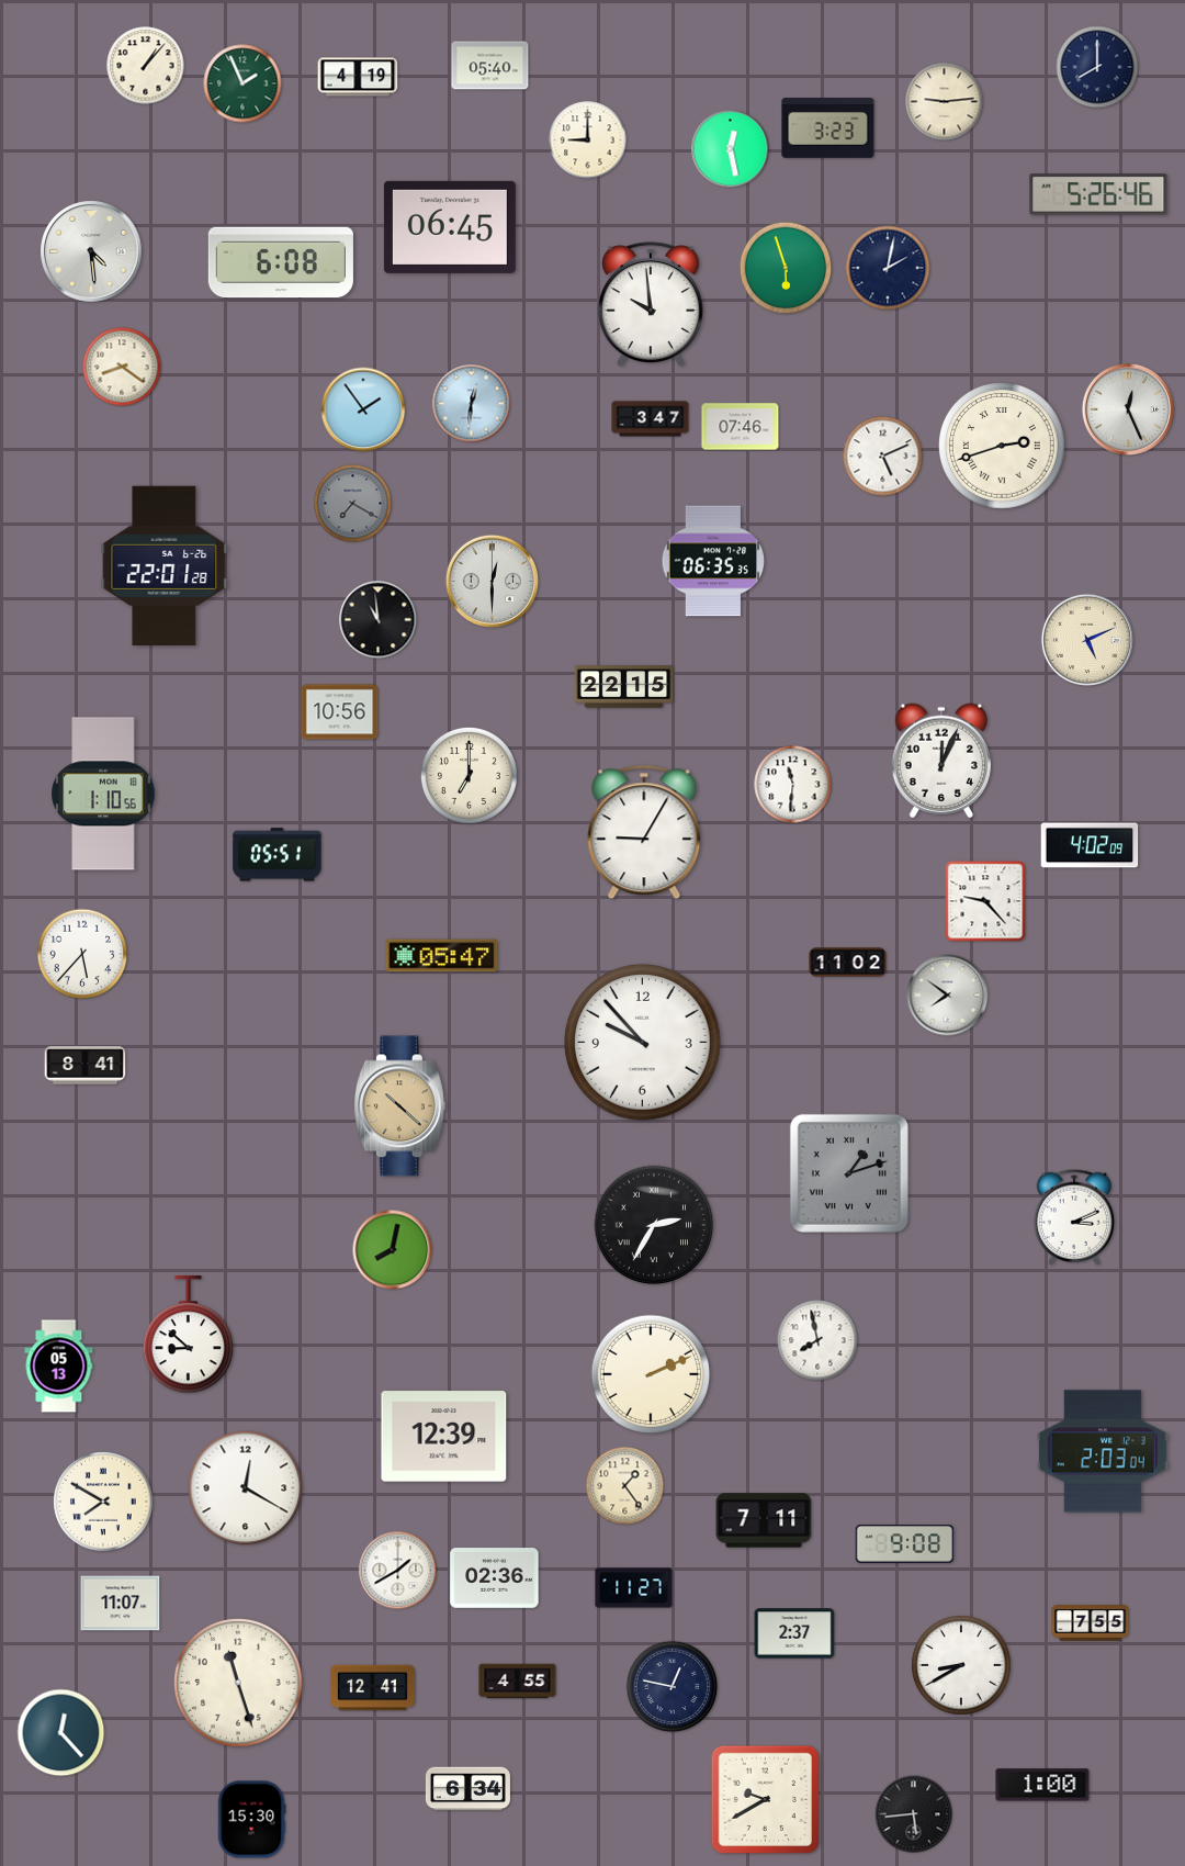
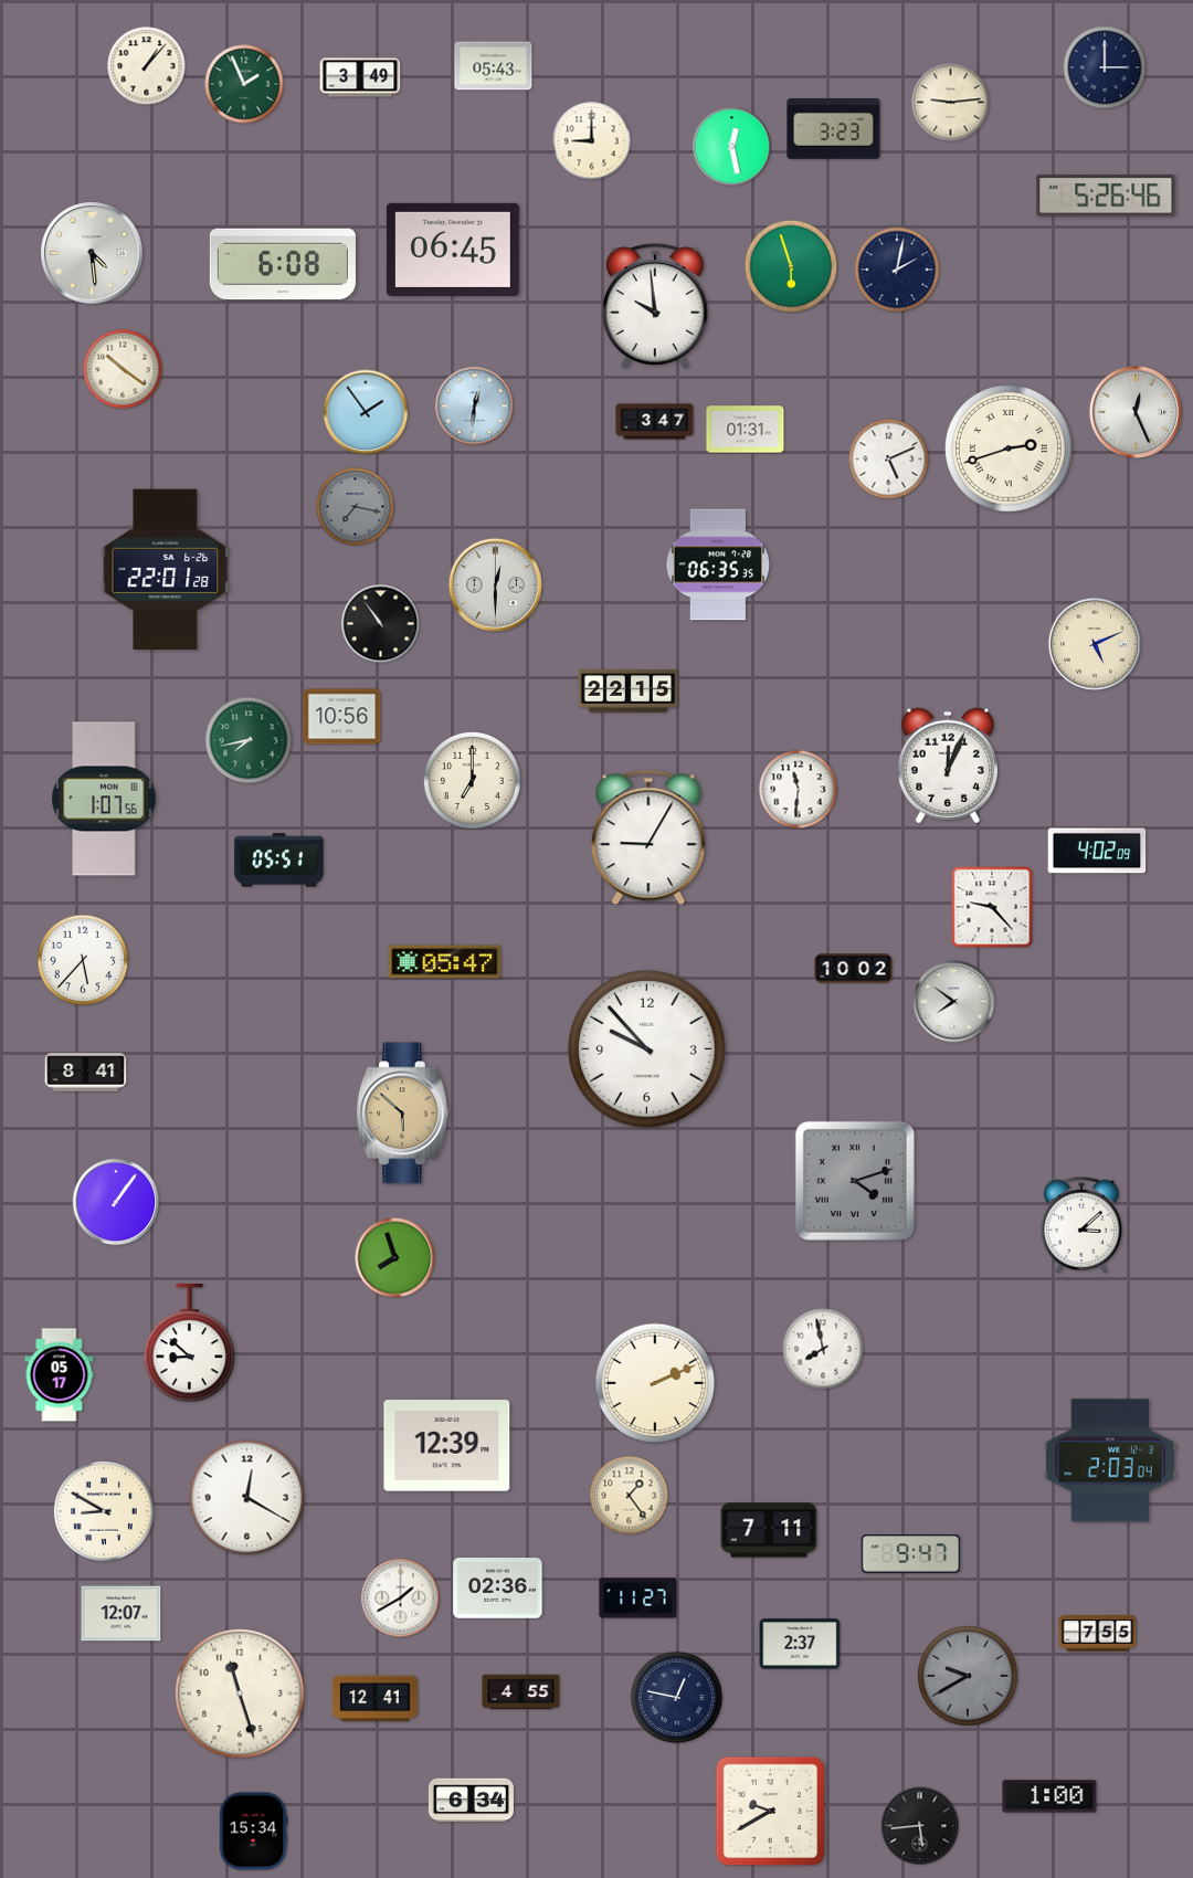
clock at (490, 66): 05:40 -> 05:43
clock at (1097, 67): 8:00 -> 3:00
clock at (358, 77): 4:19 -> 3:49
clock at (731, 149) position: (731, 149) -> (732, 147)
clock at (450, 227) position: (450, 227) -> (453, 250)
clock at (786, 268) position: (786, 268) -> (791, 266)
clock at (888, 268) position: (888, 268) -> (897, 270)
clock at (122, 367): 8:21 -> 10:21
clock at (741, 427): 07:46 -> 01:31
clock at (353, 504): 7:20 -> 7:17
clock at (379, 620): 10:59 -> 10:54
clock at (249, 740): none -> 7:43
clock at (103, 794): 1:10 -> 1:07
clock at (848, 963): 11:02 -> 10:02
clock at (399, 1106): 10:22 -> 5:52
clock at (849, 1173): 1:12 -> 4:12
clock at (116, 1202): none -> 1:06
clock at (1073, 1217): 3:11 -> 3:08
clock at (654, 1225): 2:35 -> none
clock at (393, 1250): 8:02 -> 7:57
clock at (59, 1367): 05:13 -> 05:17
clock at (103, 1502): 7:50 -> 8:50
clock at (905, 1544): 9:08 -> 9:47
clock at (398, 1571) position: (398, 1571) -> (401, 1599)
clock at (121, 1604): 11:07 -> 12:07
clock at (961, 1665): 8:40 -> 9:40
clock at (961, 1665) dial: white -> grey
clock at (61, 1733): 12:23 -> none
clock at (251, 1820): 15:30 -> 15:34
